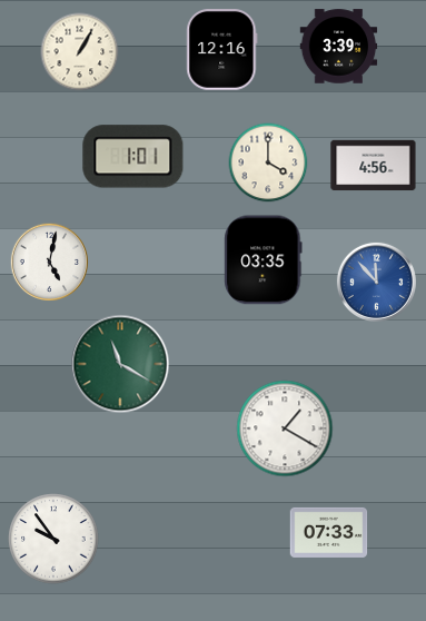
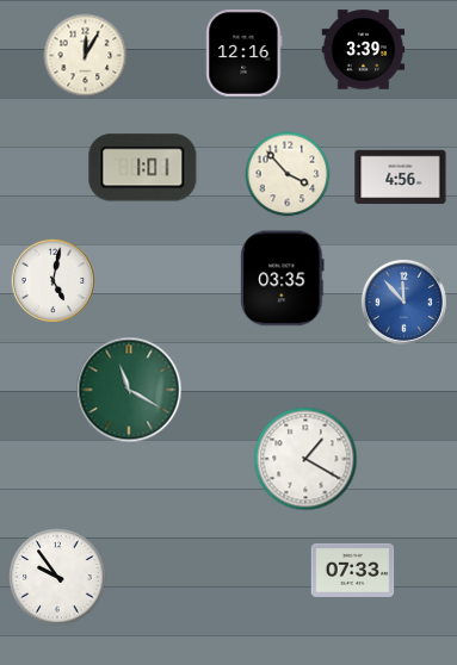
clock at (222, 50) position: (222, 50) -> (245, 54)
clock at (80, 52): 1:05 -> 12:05
clock at (268, 162): 4:00 -> 3:53
